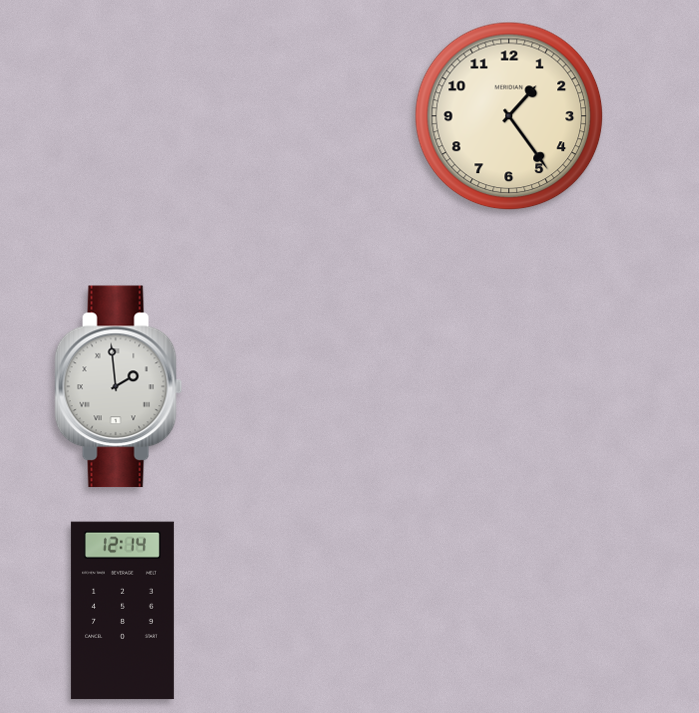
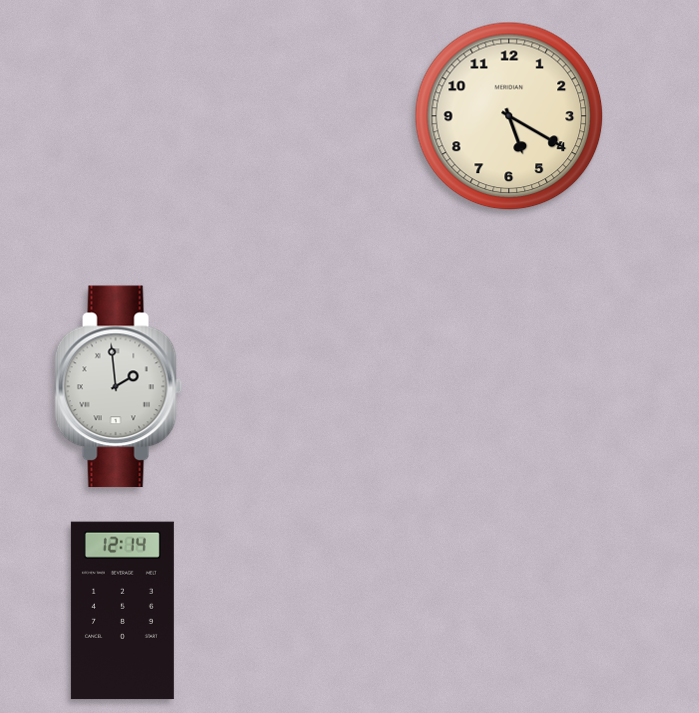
clock at (509, 116): 1:24 -> 5:20
